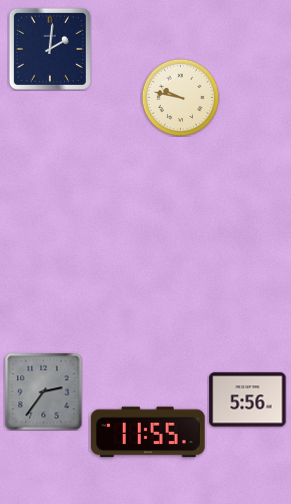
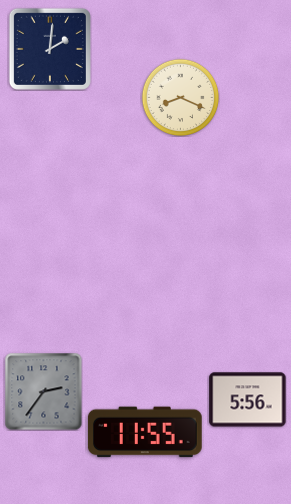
clock at (180, 97): 9:47 -> 8:19
clock at (148, 432) position: (148, 432) -> (145, 432)
